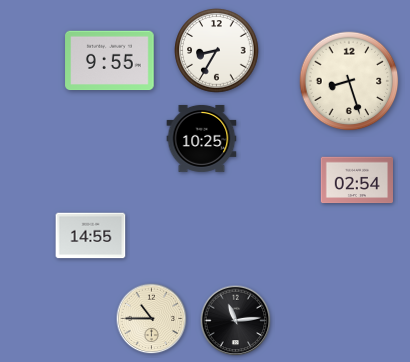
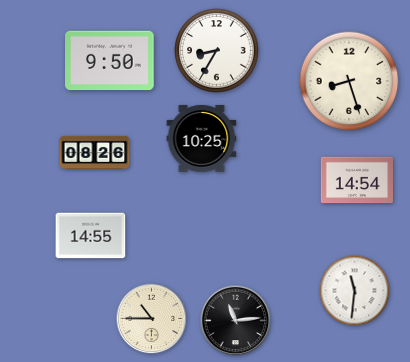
clock at (110, 61): 9:55 -> 9:50
clock at (95, 152): none -> 08:26
clock at (356, 180): 02:54 -> 14:54
clock at (355, 291): none -> 11:31
